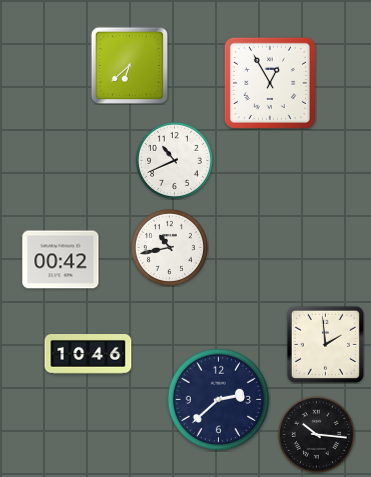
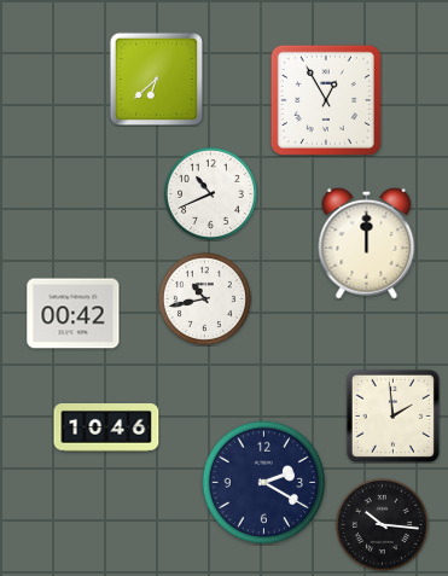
clock at (367, 243): none -> 12:00
clock at (219, 400): 2:38 -> 2:20
